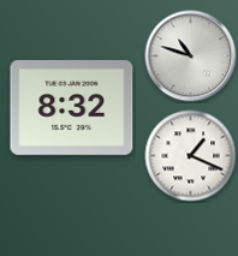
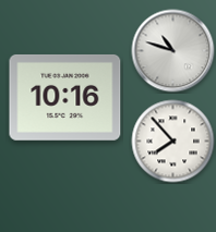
clock at (72, 107): 8:32 -> 10:16
clock at (191, 156): 1:19 -> 7:53
